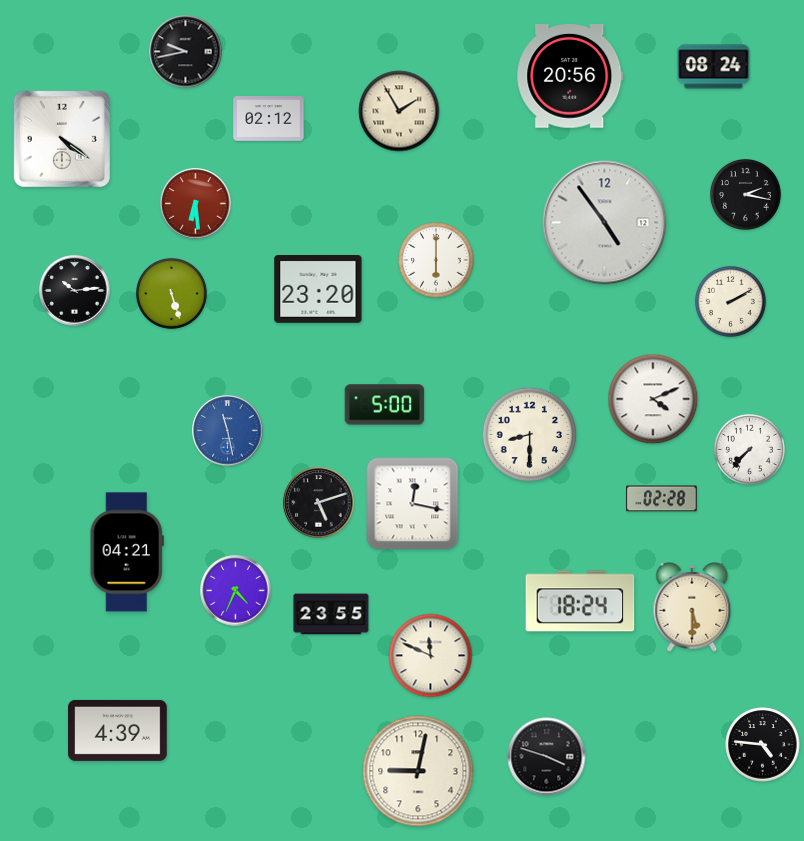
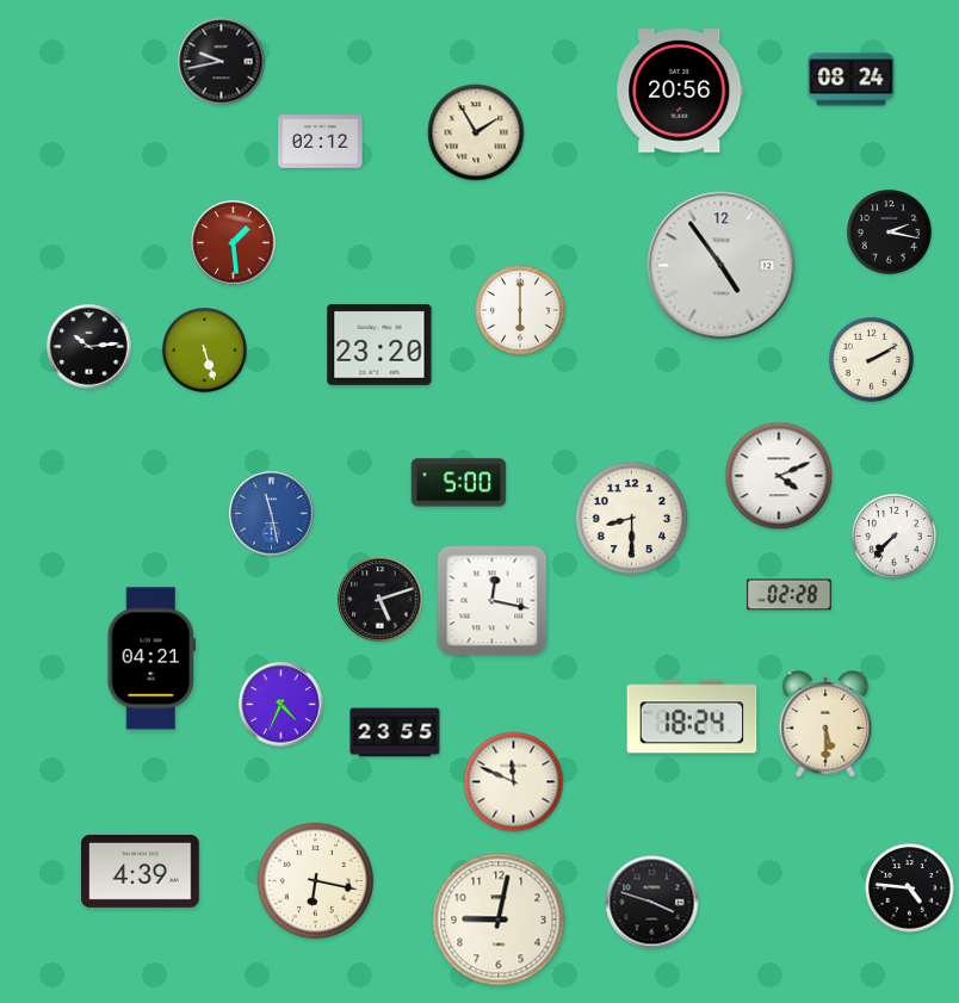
clock at (62, 139): 4:21 -> none
clock at (196, 204): 6:29 -> 1:29
clock at (315, 880): none -> 6:17
